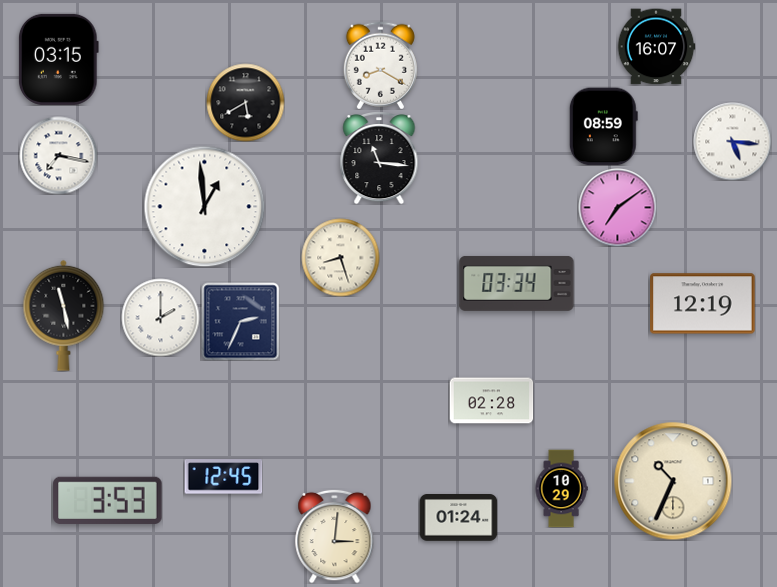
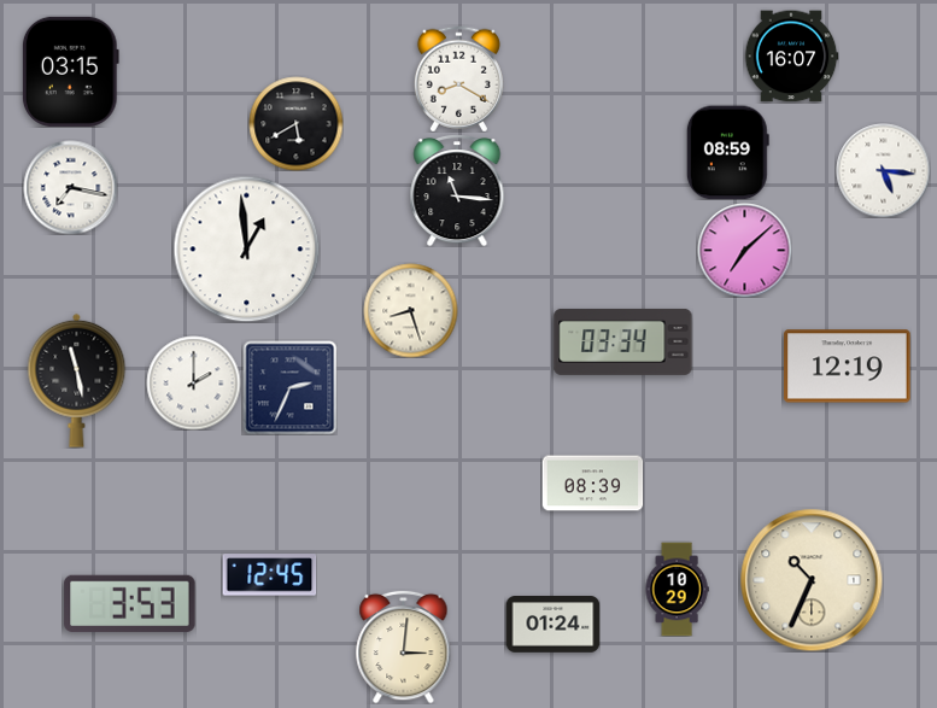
clock at (617, 207): 7:09 -> 7:08
clock at (491, 401): 02:28 -> 08:39
